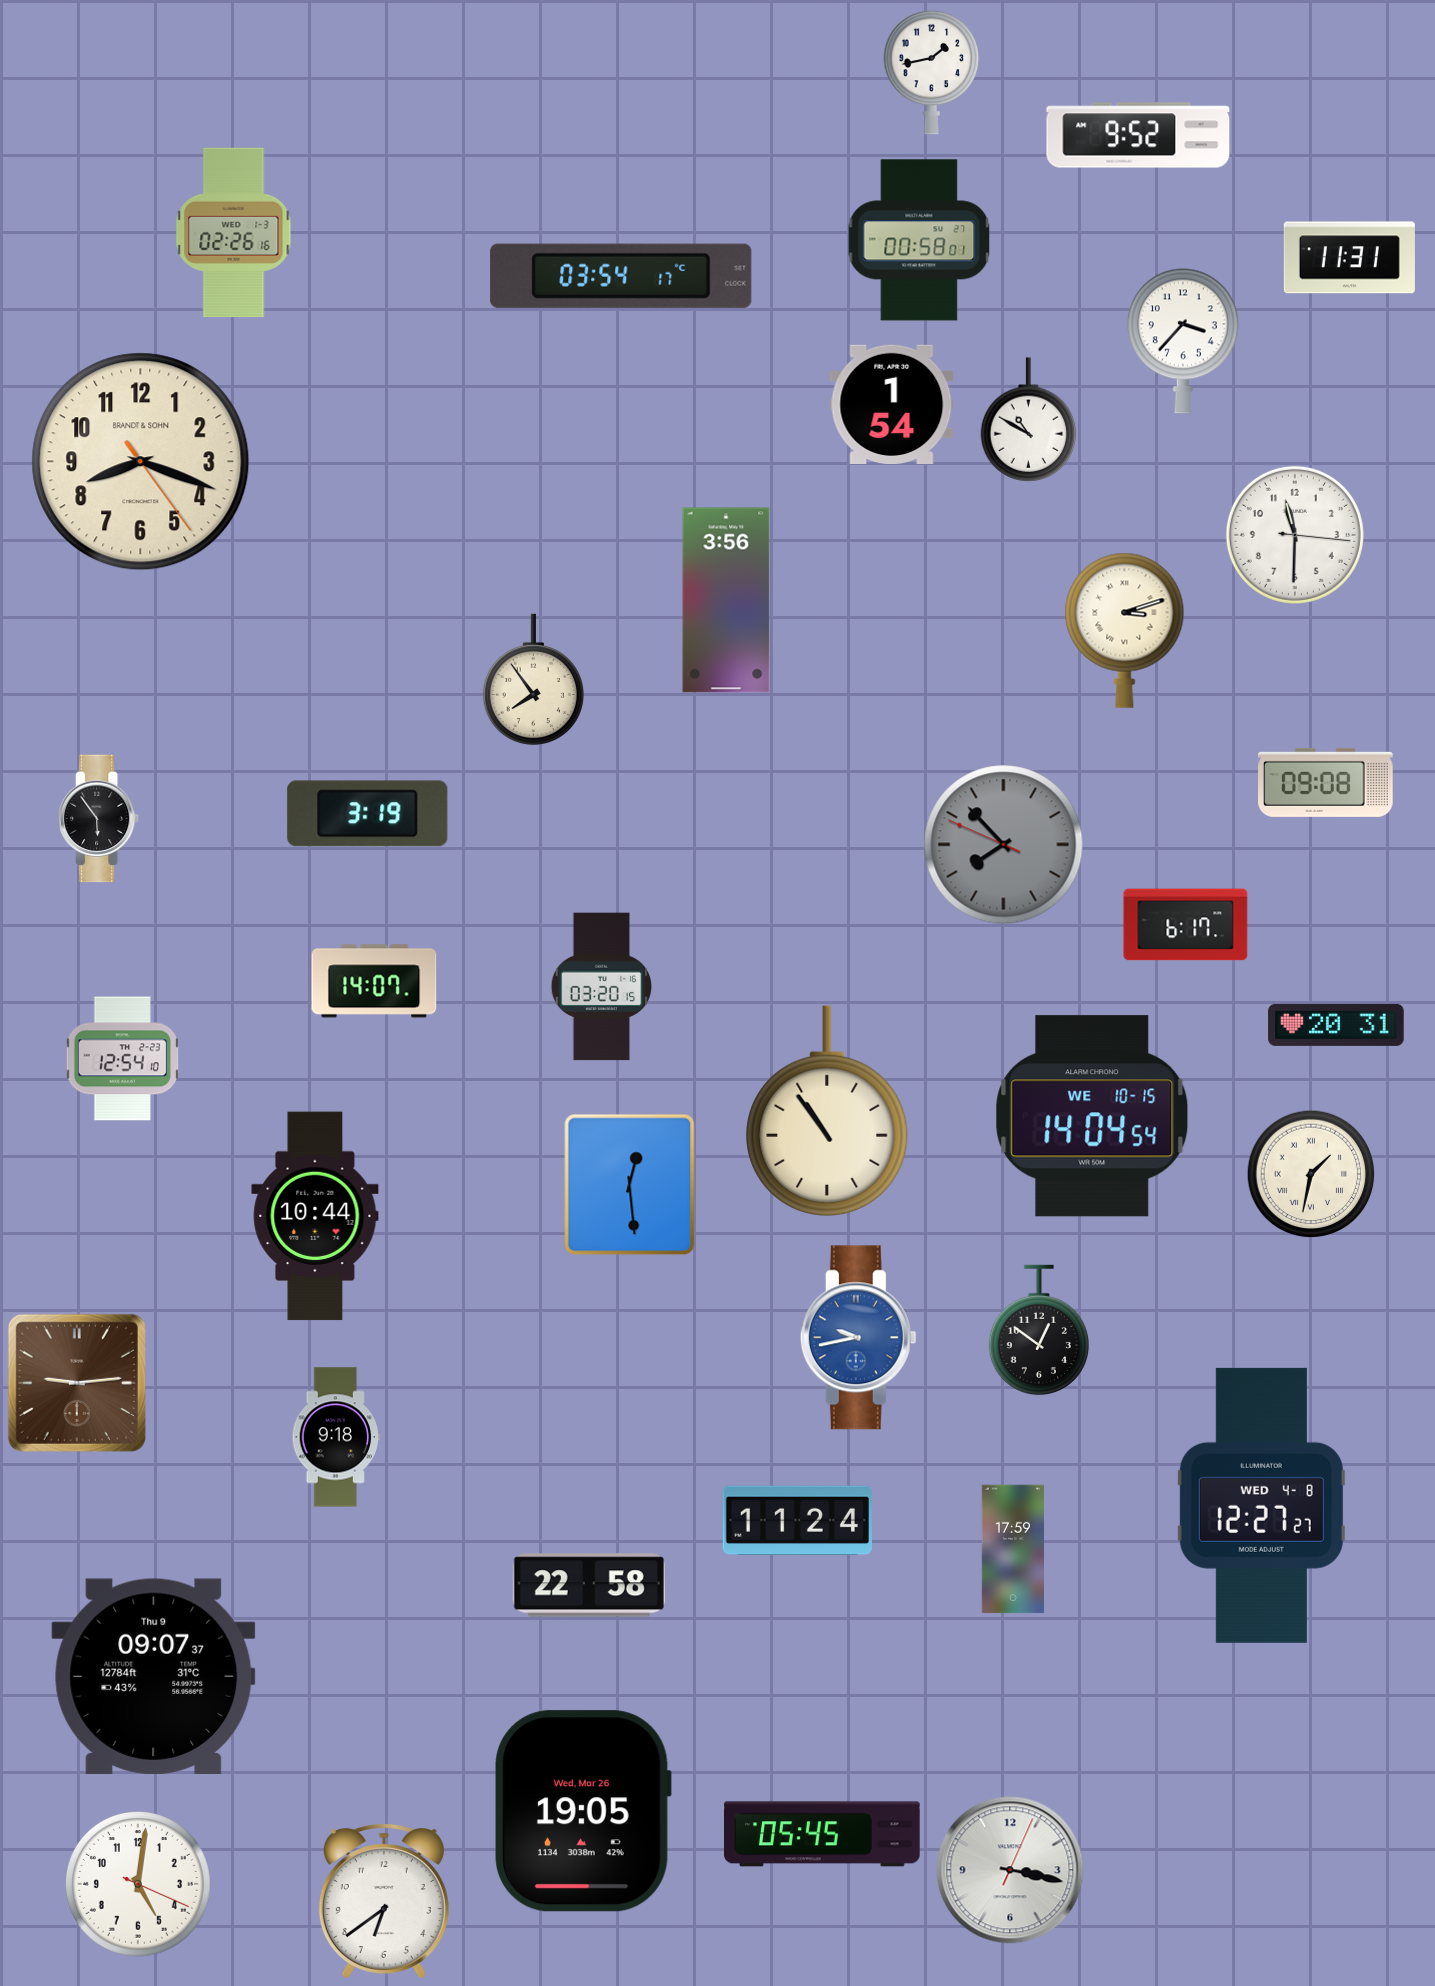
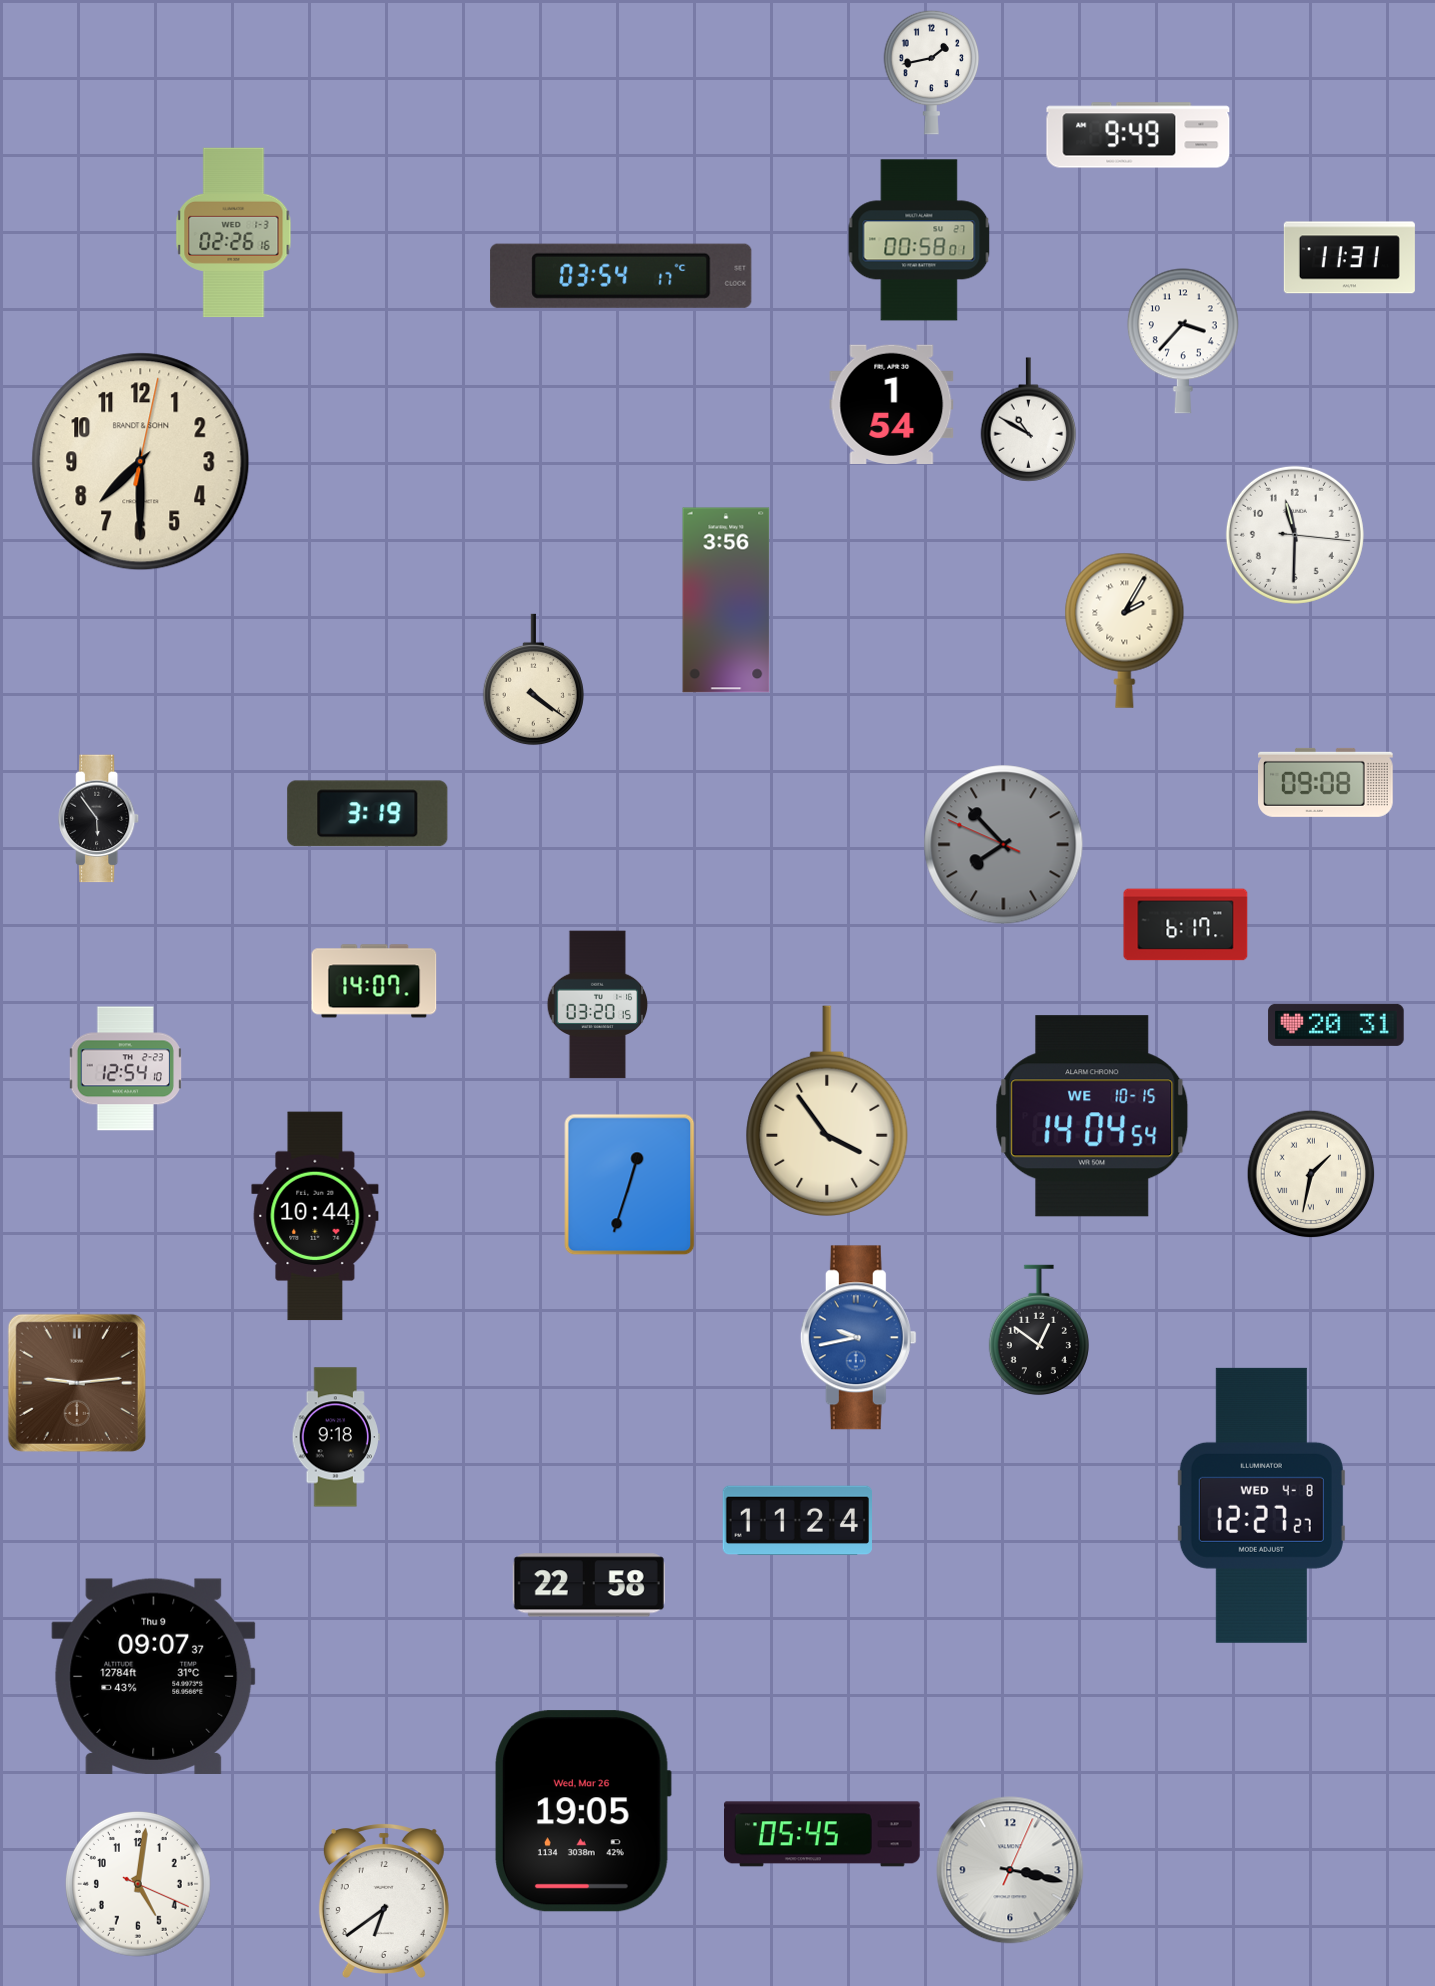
clock at (1138, 135): 9:52 -> 9:49
clock at (141, 462): 8:18 -> 7:30
clock at (1125, 630): 3:12 -> 2:05
clock at (533, 680): 7:54 -> 4:21
clock at (602, 987) position: (602, 987) -> (598, 1005)
clock at (122, 1059) position: (122, 1059) -> (125, 1069)
clock at (827, 1111): 10:54 -> 3:54
clock at (630, 1185): 12:29 -> 12:33
clock at (1012, 1549): 17:59 -> none
